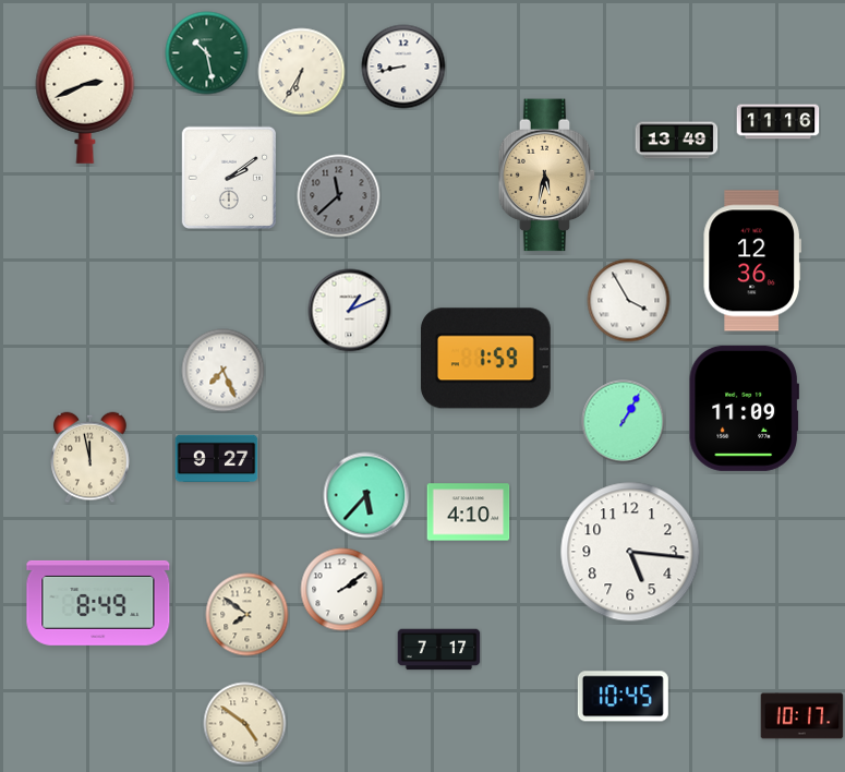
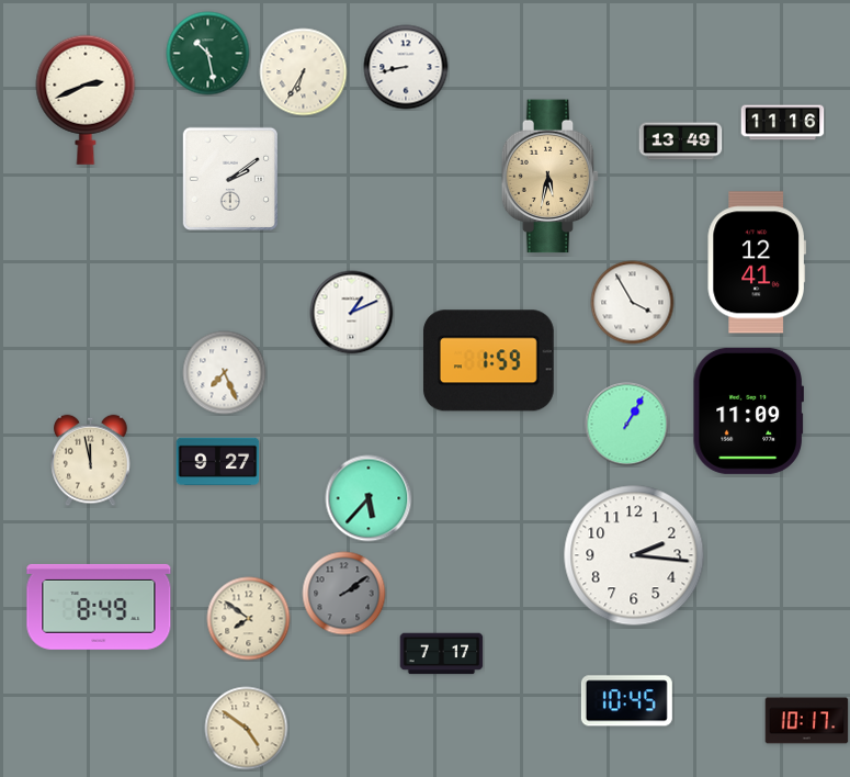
clock at (339, 196): 11:38 -> none
clock at (752, 261): 12:36 -> 12:41
clock at (469, 512): 4:10 -> none
clock at (630, 552): 5:16 -> 2:16
clock at (342, 590) dial: white -> grey
